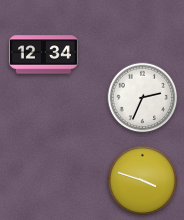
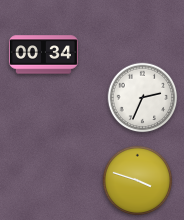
clock at (43, 55): 12:34 -> 00:34
clock at (143, 181) position: (143, 181) -> (138, 181)
